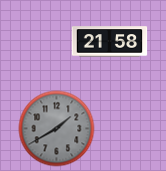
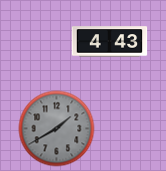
clock at (110, 42): 21:58 -> 4:43
